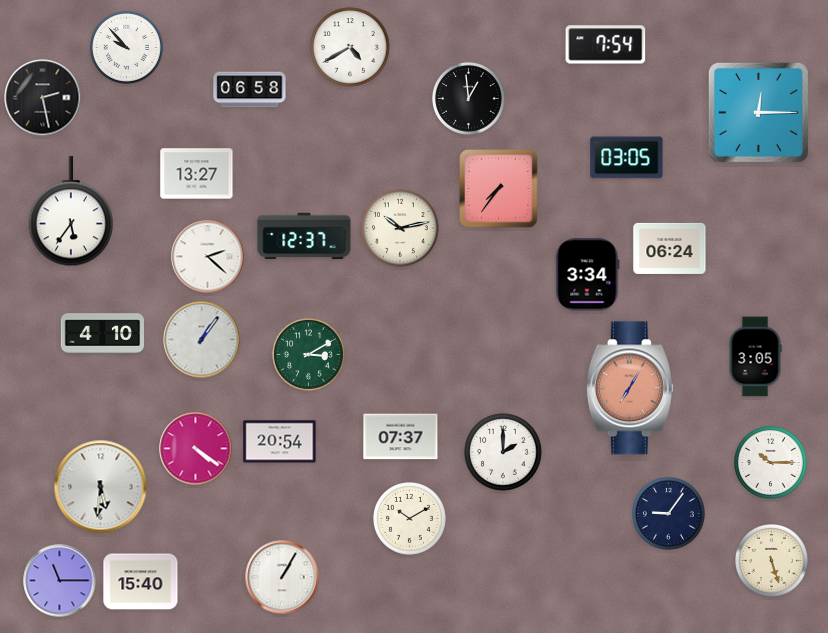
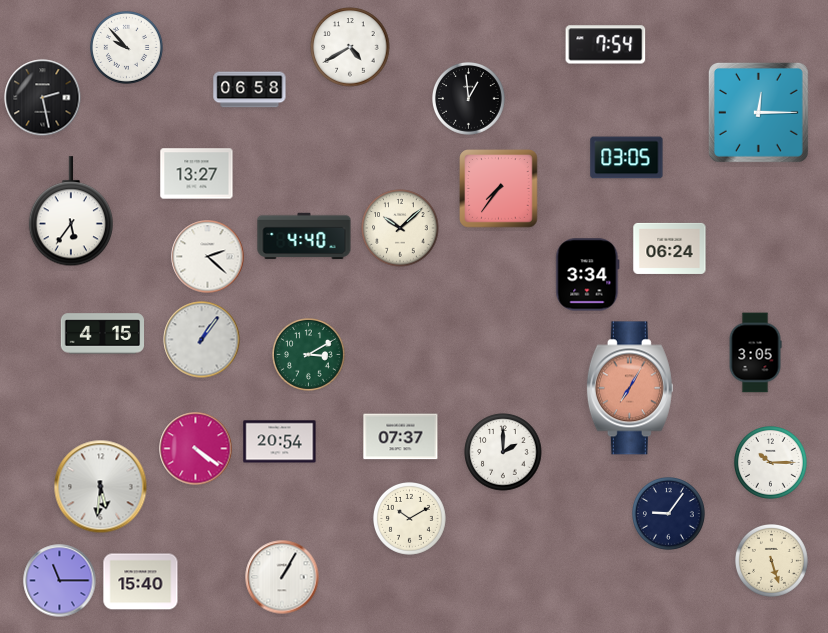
clock at (400, 228): 10:13 -> 10:08
clock at (304, 236): 12:37 -> 4:40
clock at (103, 334): 4:10 -> 4:15
clock at (755, 357) position: (755, 357) -> (755, 353)
